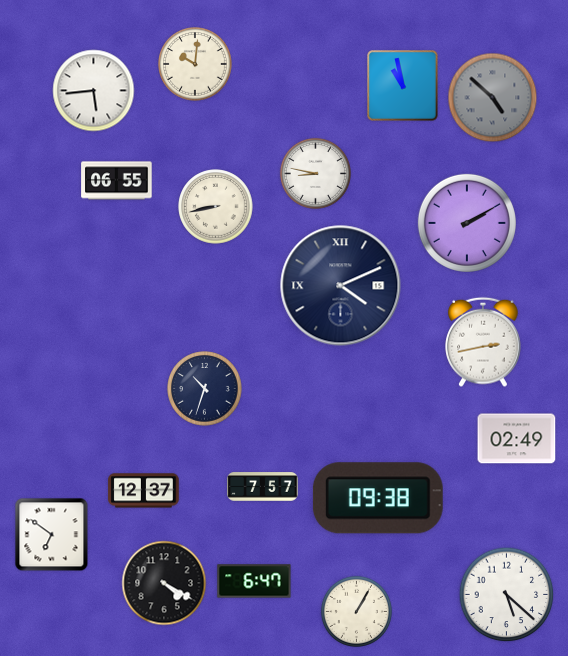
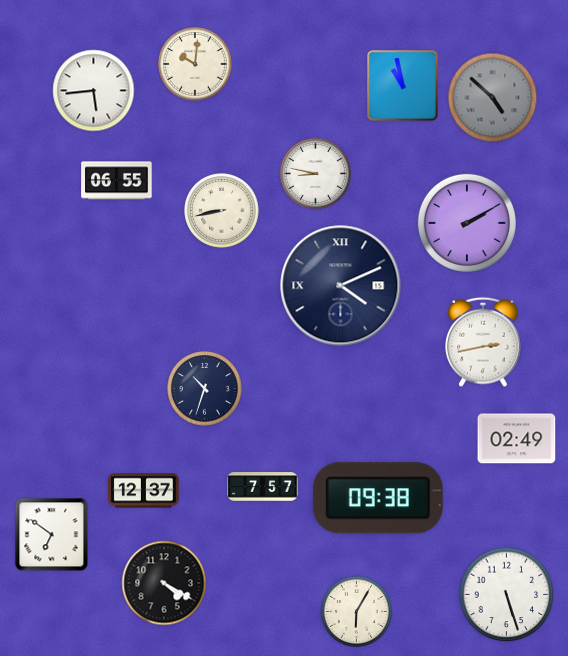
clock at (216, 207) position: (216, 207) -> (222, 211)
clock at (254, 581): 6:47 -> none
clock at (507, 595): 5:22 -> 5:27
clock at (356, 611): 1:05 -> 6:05
